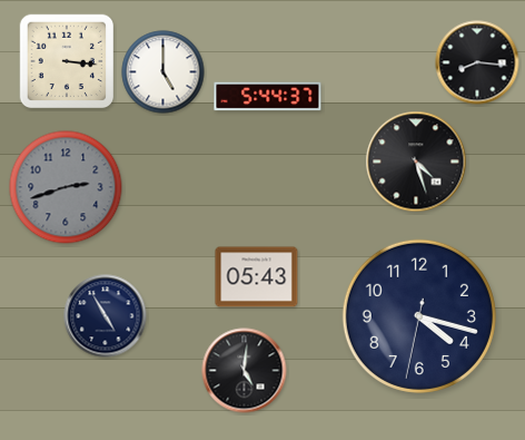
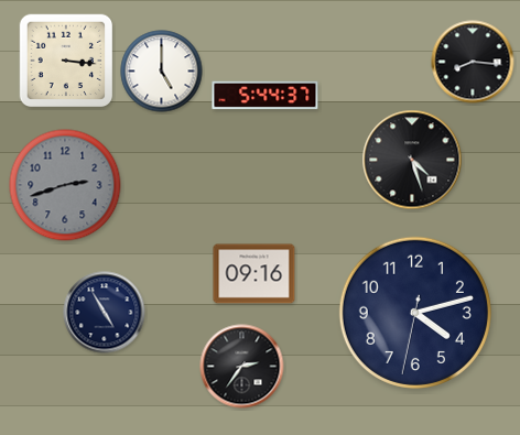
clock at (257, 277): 05:43 -> 09:16
clock at (419, 316): 4:17 -> 4:12
clock at (245, 371): 5:01 -> 2:36
